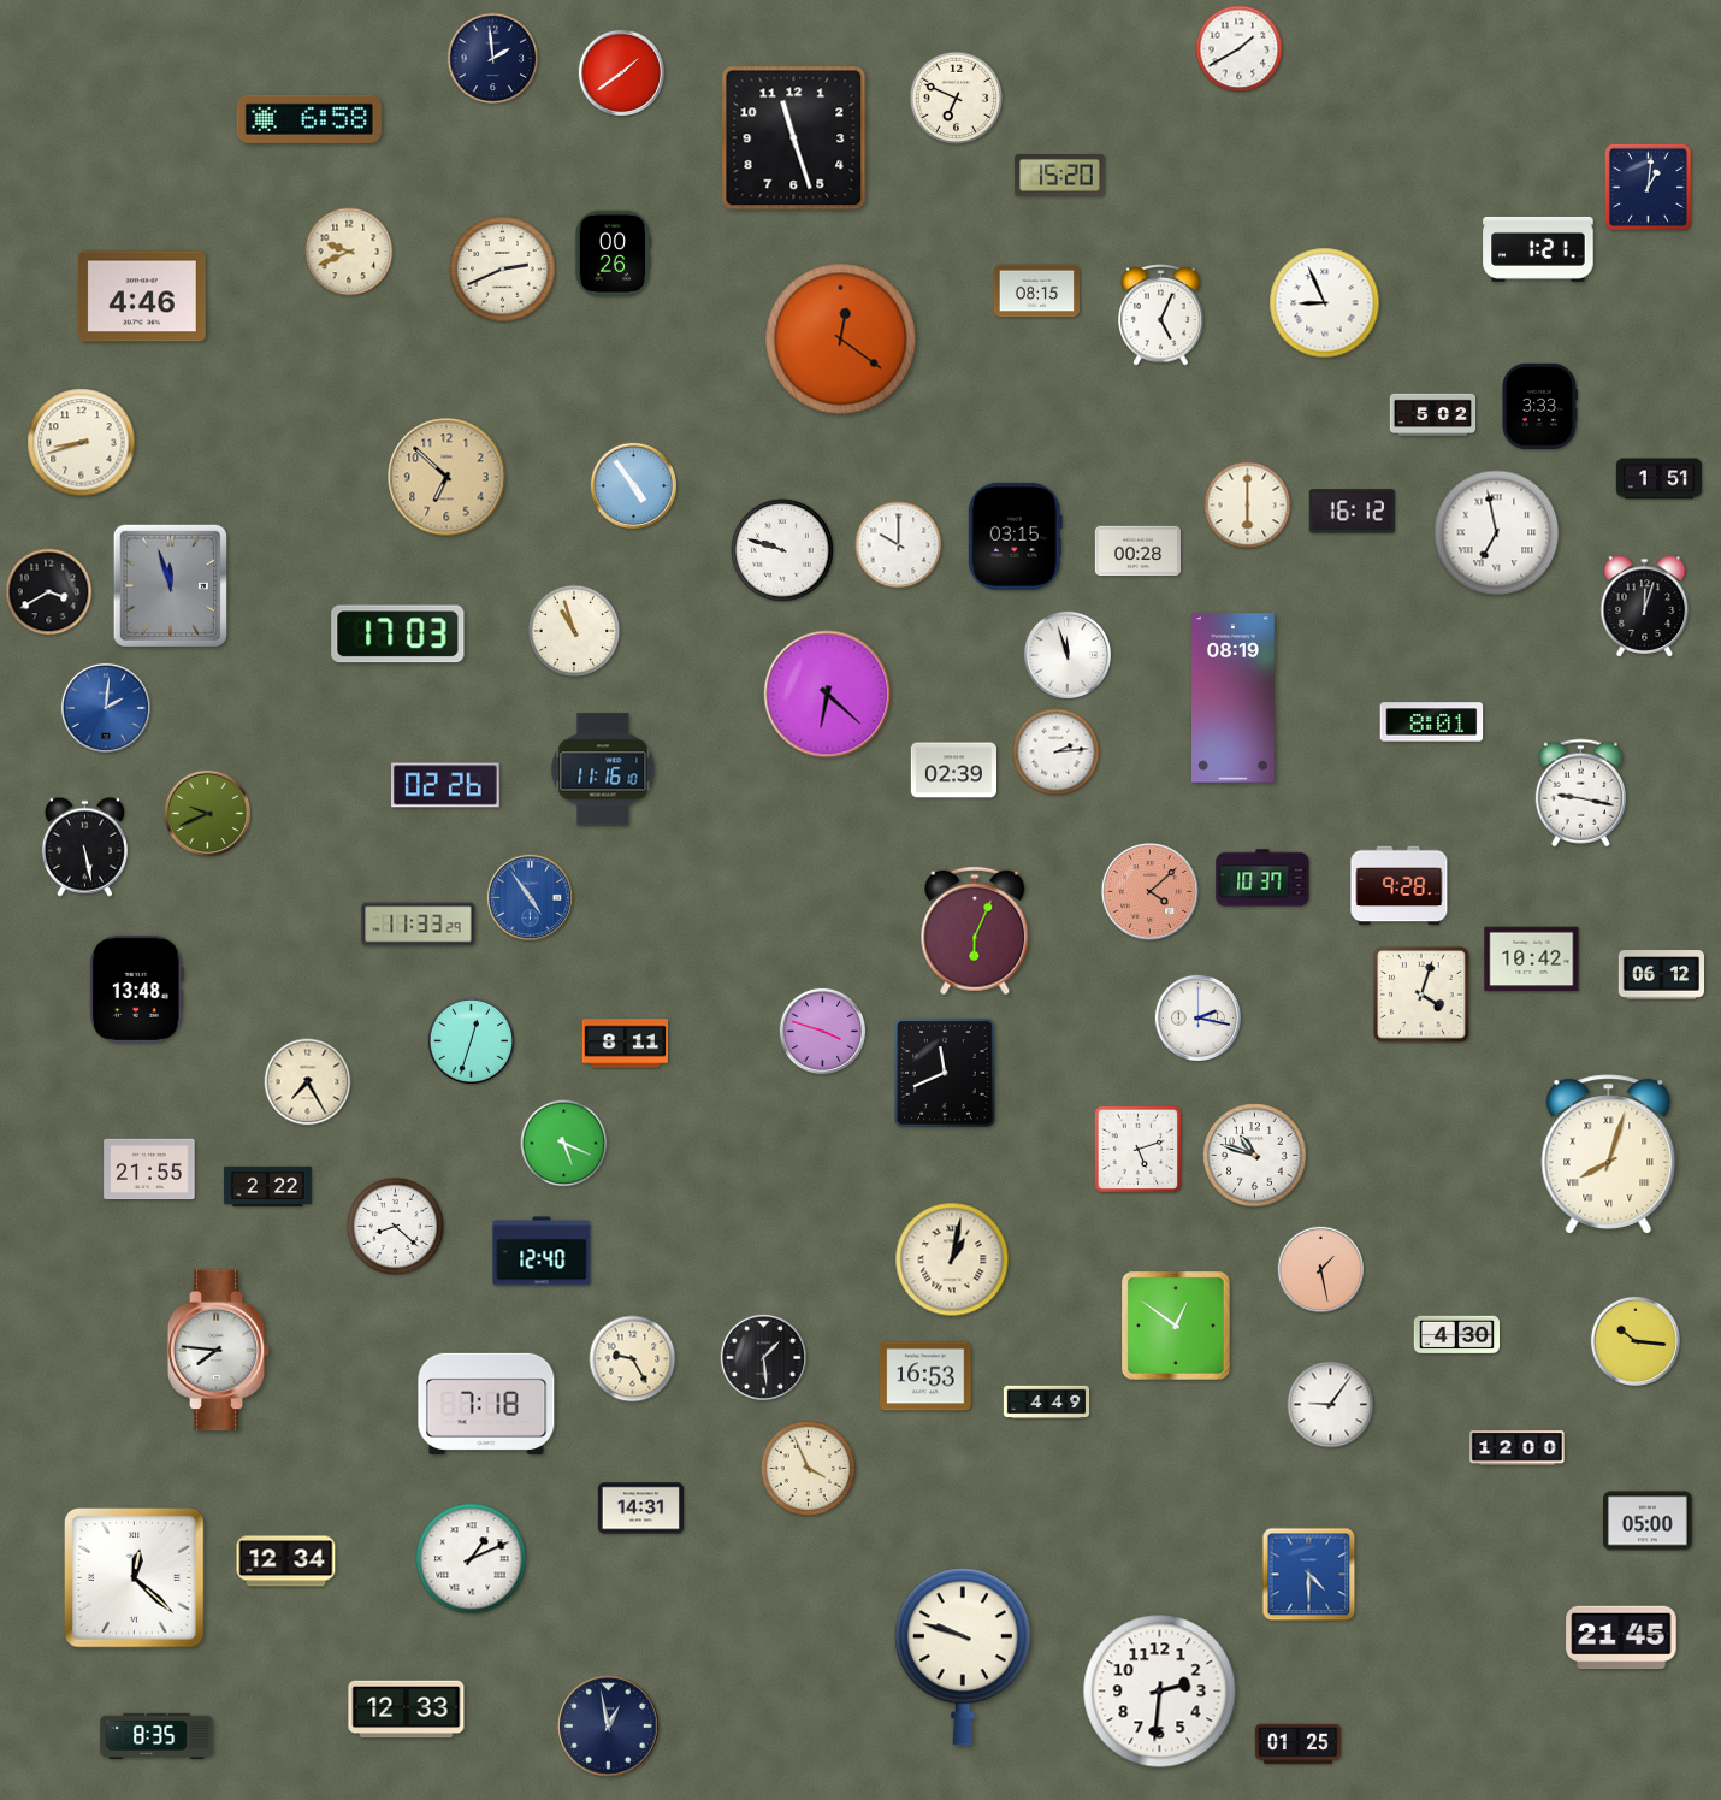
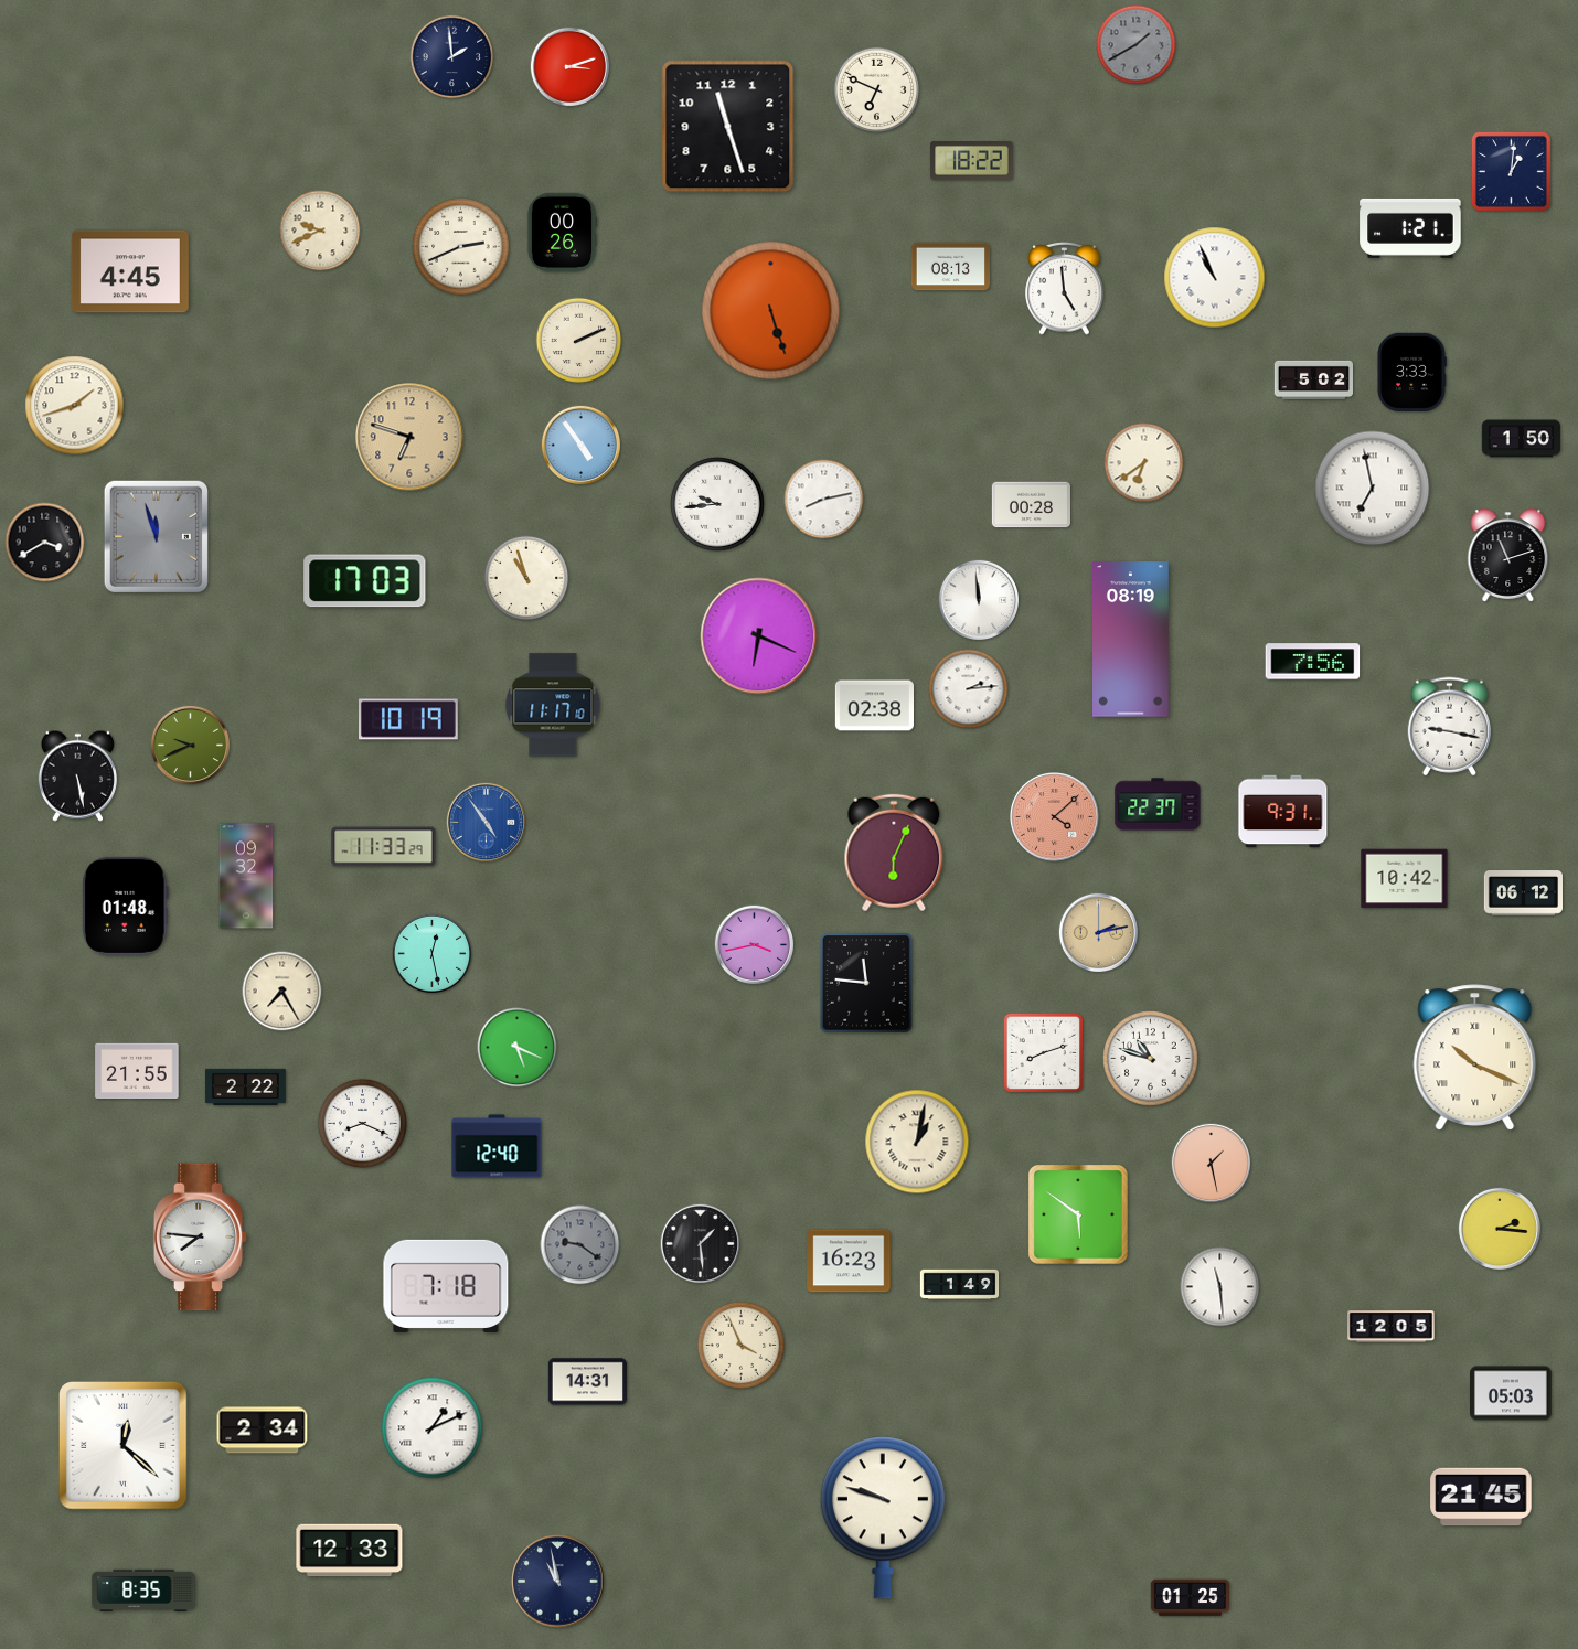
clock at (1240, 49) dial: white -> grey
clock at (493, 59) position: (493, 59) -> (452, 57)
clock at (622, 73): 1:39 -> 3:12
clock at (309, 119): 6:58 -> none
clock at (1060, 176): 15:20 -> 18:22
clock at (1036, 291): 08:15 -> 08:13
clock at (142, 296): 4:46 -> 4:45
clock at (1325, 303): 8:56 -> 10:56
clock at (1161, 315): 5:04 -> 4:59
clock at (841, 340): 12:21 -> 5:27
clock at (579, 341): none -> 2:11
clock at (82, 443): 8:42 -> 1:42
clock at (446, 477): 6:52 -> 6:48
clock at (1660, 479): 1:51 -> 1:50
clock at (1248, 506): 6:00 -> 6:39
clock at (1352, 512): 16:12 -> none
clock at (1015, 536): 03:15 -> none
clock at (899, 545): 10:00 -> 8:13
clock at (782, 550): 9:48 -> 9:44
clock at (1137, 551) position: (1137, 551) -> (1031, 505)
clock at (1645, 607): 12:03 -> 11:12
clock at (1066, 654): 11:57 -> 11:59
clock at (828, 695): 6:22 -> 6:19
clock at (106, 708): 2:01 -> none
clock at (1432, 722): 8:01 -> 7:56
clock at (603, 769): 11:16 -> 11:17
clock at (953, 771): 02:39 -> 02:38
clock at (445, 785): 02:26 -> 10:19
clock at (1262, 878): 10:37 -> 22:37
clock at (1400, 886): 9:28 -> 9:31
clock at (246, 876): none -> 09:32
clock at (136, 988): 13:48 -> 01:48
clock at (1421, 995): 4:03 -> none
clock at (1199, 1019): 2:17 -> 2:13
clock at (1199, 1019) dial: white -> champagne
clock at (823, 1032): 3:48 -> 3:43
clock at (472, 1041): 12:33 -> 12:28
clock at (625, 1044): 8:11 -> none
clock at (945, 1073): 11:41 -> 11:46
clock at (1139, 1150): 5:12 -> 8:12
clock at (1609, 1155): 8:03 -> 10:19
clock at (395, 1226): 8:22 -> 8:19
clock at (952, 1259) position: (952, 1259) -> (917, 1142)
clock at (1177, 1327): 12:51 -> 5:51
clock at (1456, 1335): 4:30 -> none
clock at (1636, 1341): 10:16 -> 2:16
clock at (633, 1359): 9:25 -> 9:21
clock at (633, 1359) dial: cream -> grey
clock at (925, 1376): 16:53 -> 16:23
clock at (1047, 1403): 4:49 -> 1:49
clock at (1331, 1405): 9:06 -> 11:29
clock at (1518, 1448): 12:00 -> 12:05
clock at (1649, 1521): 05:00 -> 05:03
clock at (286, 1562): 12:34 -> 2:34
clock at (1309, 1575): 4:30 -> none
clock at (1621, 1637) position: (1621, 1637) -> (1481, 1497)
clock at (1160, 1692): 2:31 -> none
clock at (407, 1710) position: (407, 1710) -> (350, 1551)
clock at (609, 1727): 12:58 -> 10:58
